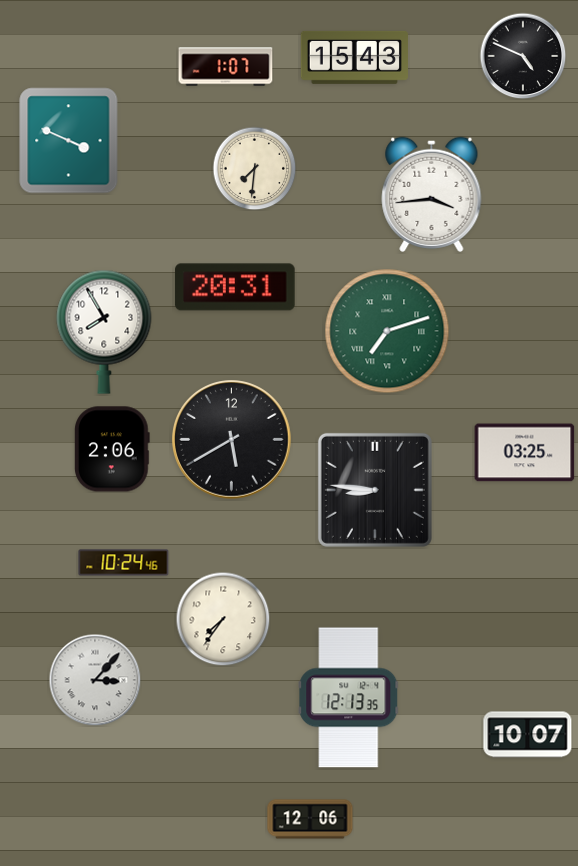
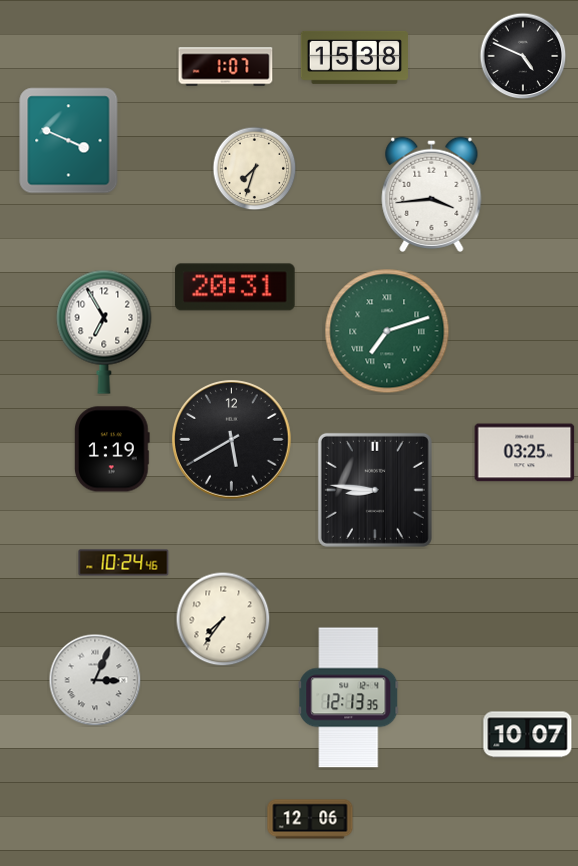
clock at (354, 57): 15:43 -> 15:38
clock at (254, 168): 7:31 -> 7:33
clock at (104, 332): 7:55 -> 6:55
clock at (113, 449): 2:06 -> 1:19
clock at (95, 680): 3:07 -> 3:04
